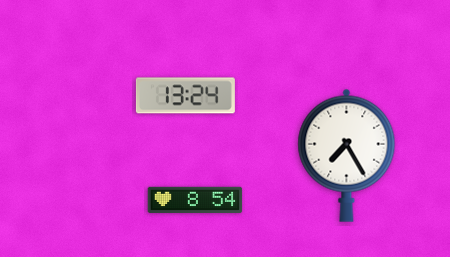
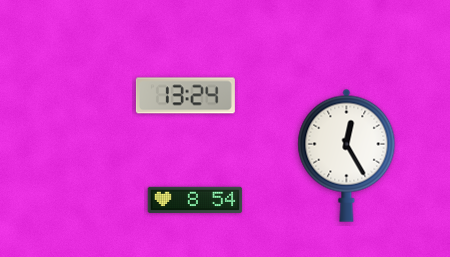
clock at (347, 155): 7:25 -> 12:25
